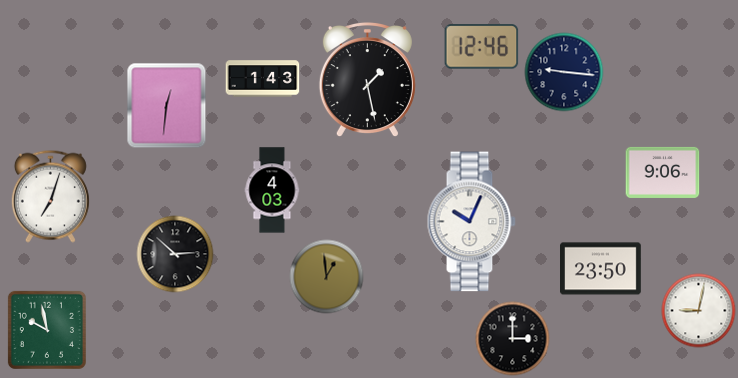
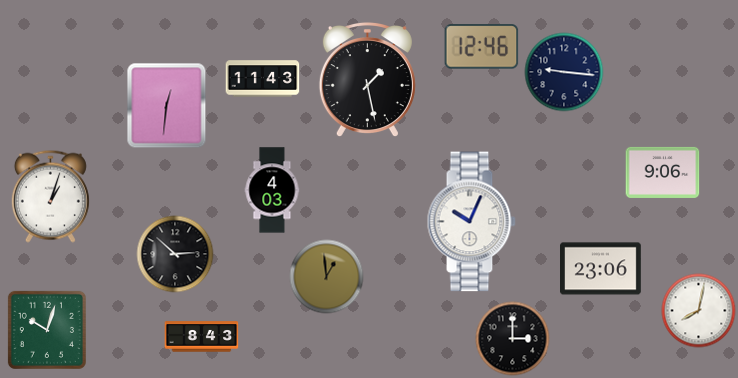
clock at (263, 79): 1:43 -> 11:43
clock at (50, 196): 7:03 -> 1:03
clock at (601, 269): 23:50 -> 23:06
clock at (699, 311): 9:02 -> 8:02
clock at (47, 330): 9:58 -> 10:03
clock at (202, 337): none -> 8:43
